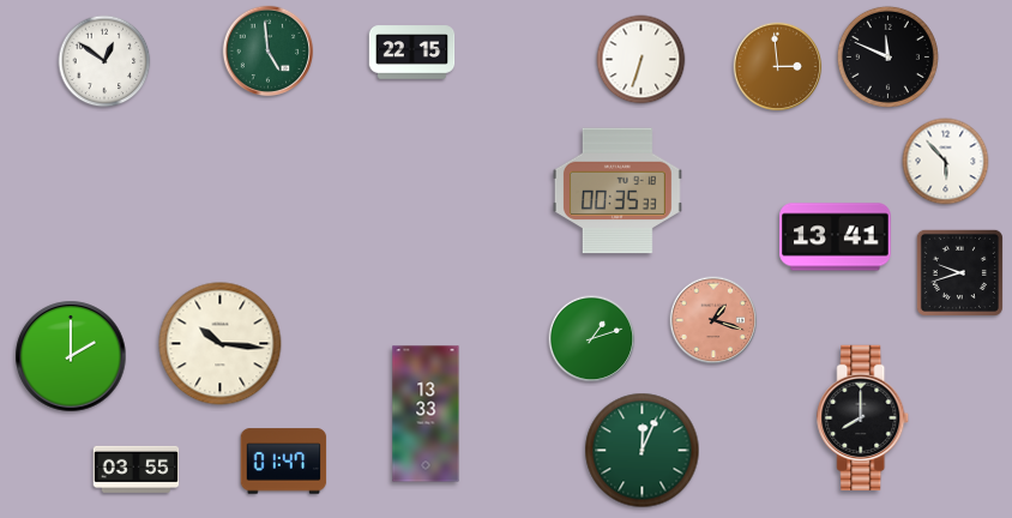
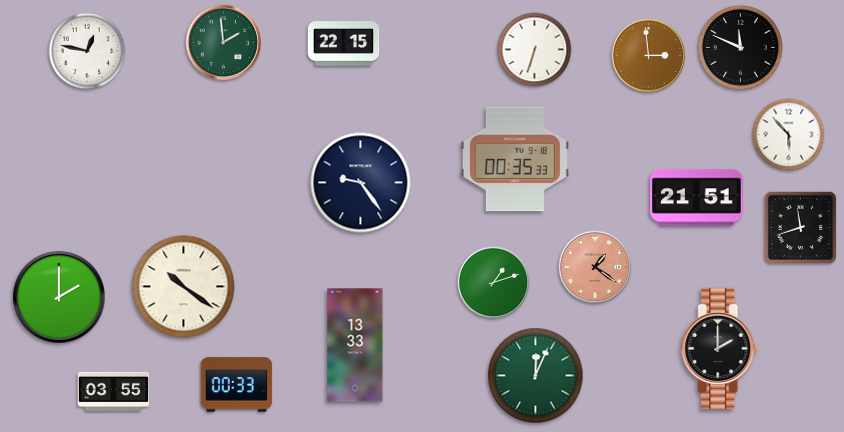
clock at (269, 52): 4:59 -> 1:59
clock at (104, 61): 12:51 -> 12:47
clock at (361, 183): none -> 9:24
clock at (836, 237): 13:41 -> 21:51
clock at (959, 272): 9:42 -> 11:42
clock at (713, 320): 1:18 -> 1:21
clock at (221, 344): 10:16 -> 10:21
clock at (863, 417): 8:00 -> 2:00
clock at (284, 462): 01:47 -> 00:33
